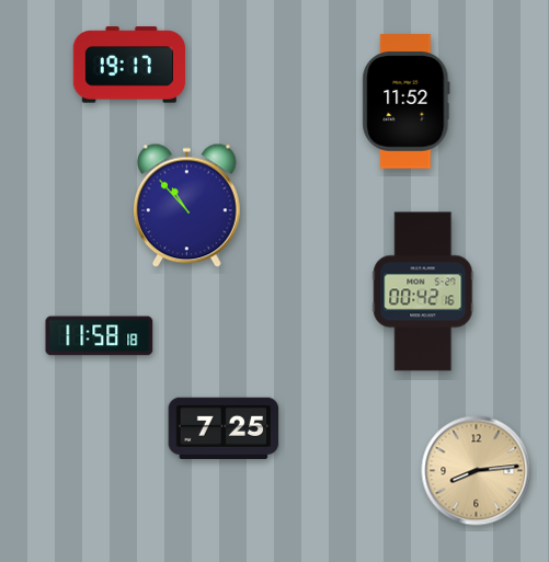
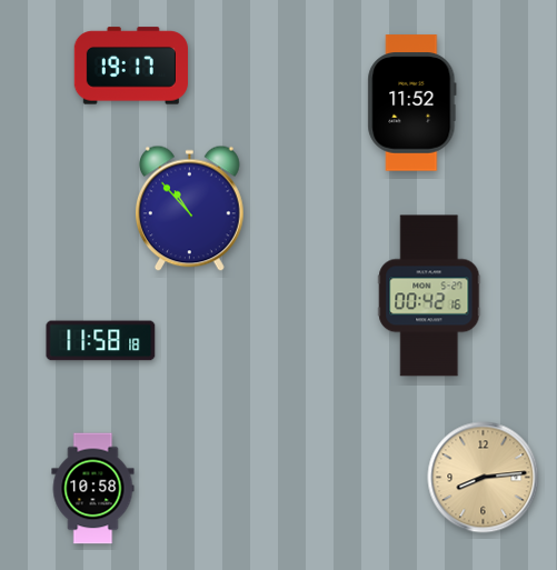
clock at (224, 427): 7:25 -> none
clock at (93, 489): none -> 10:58
